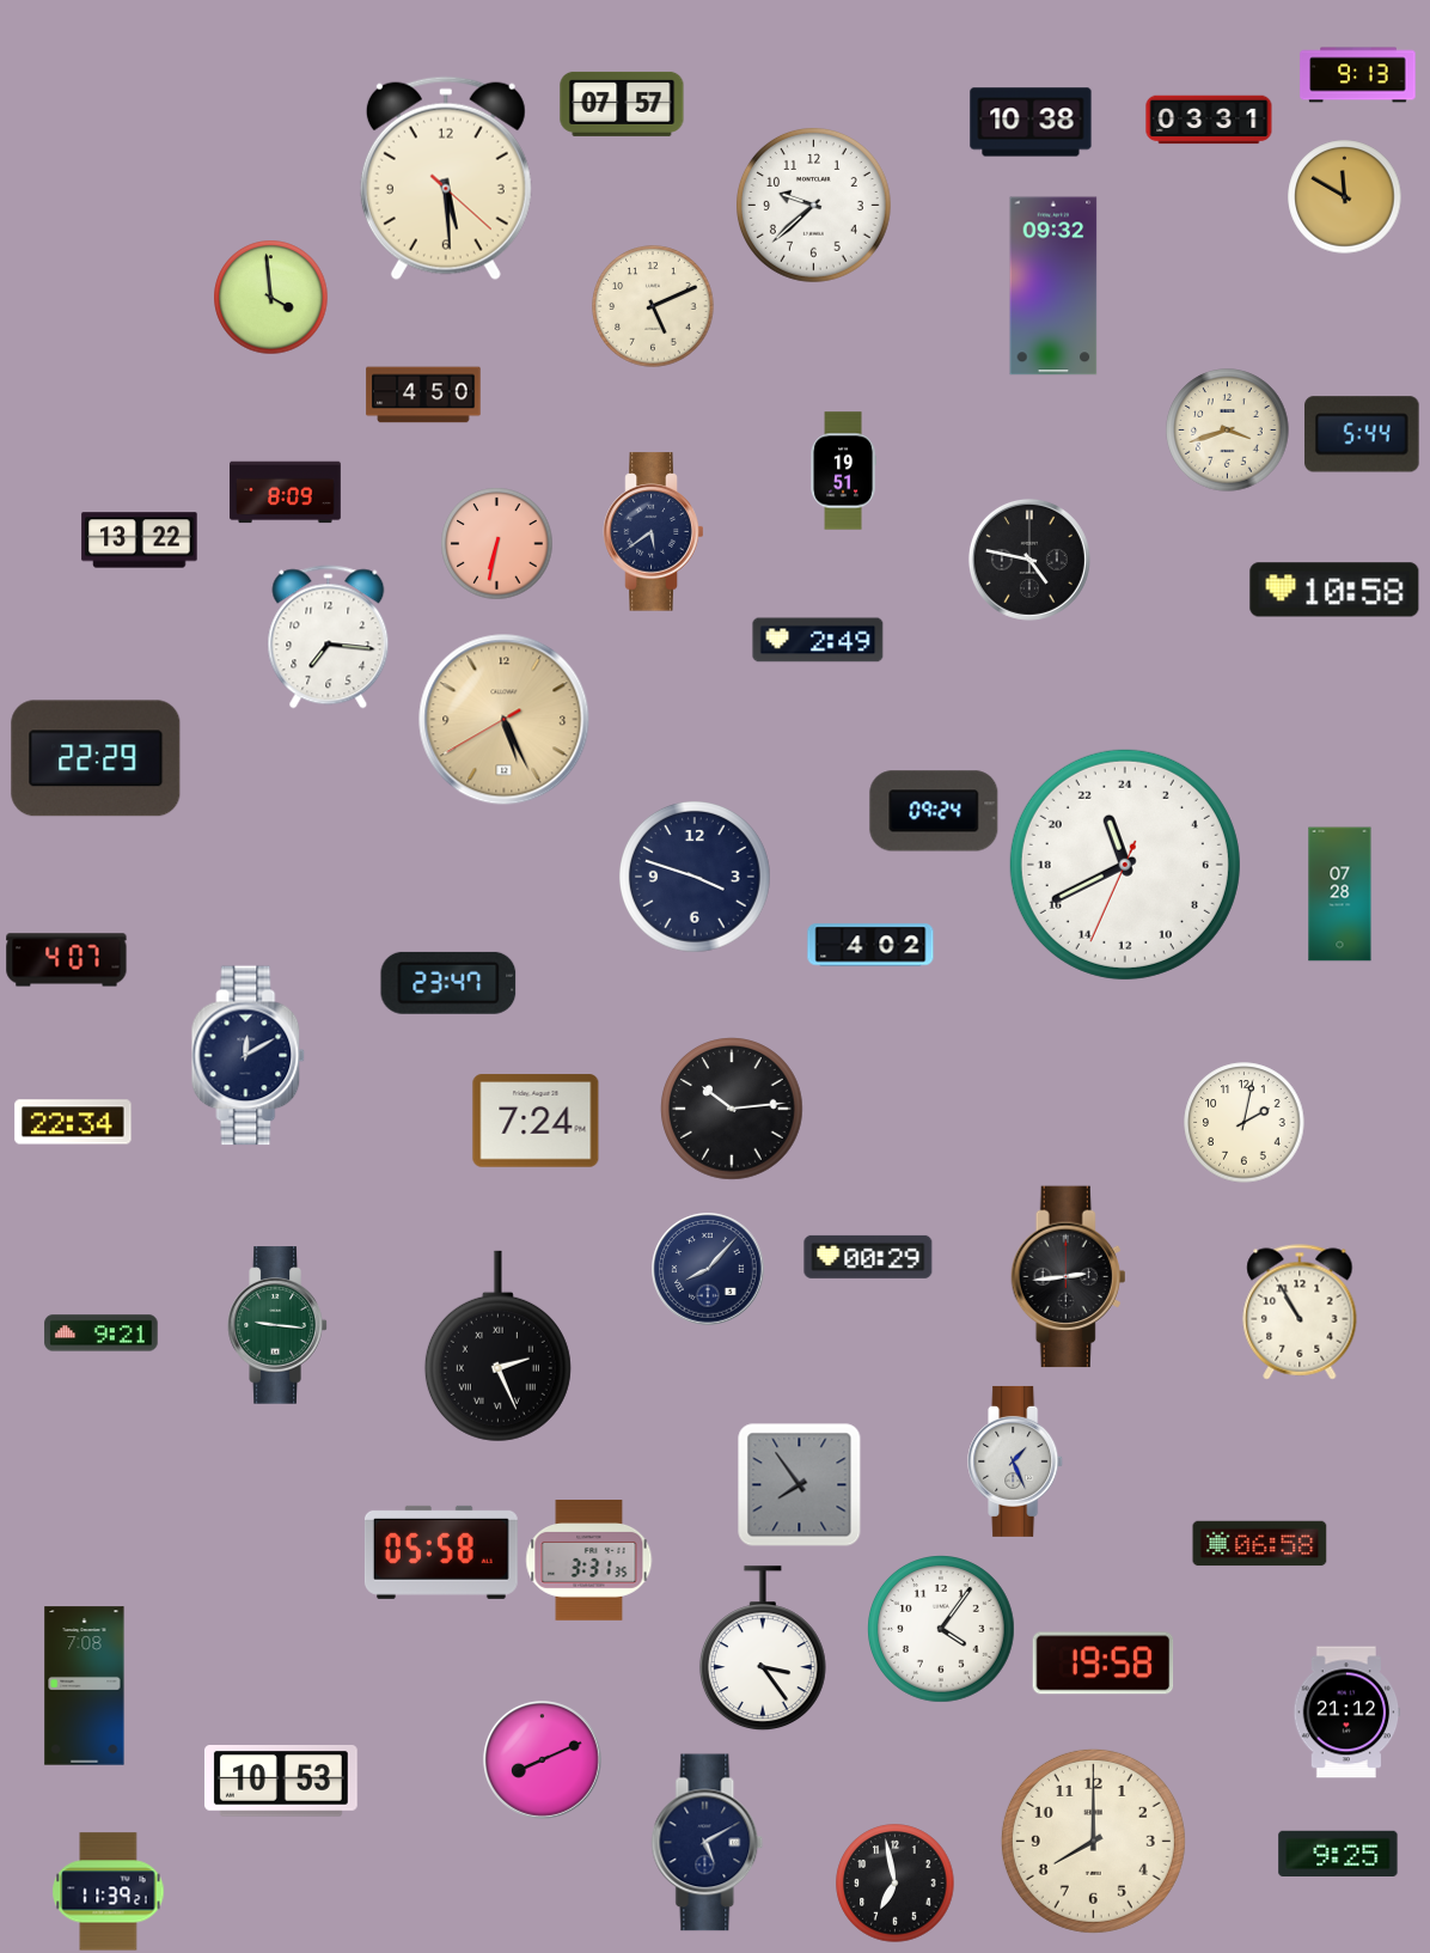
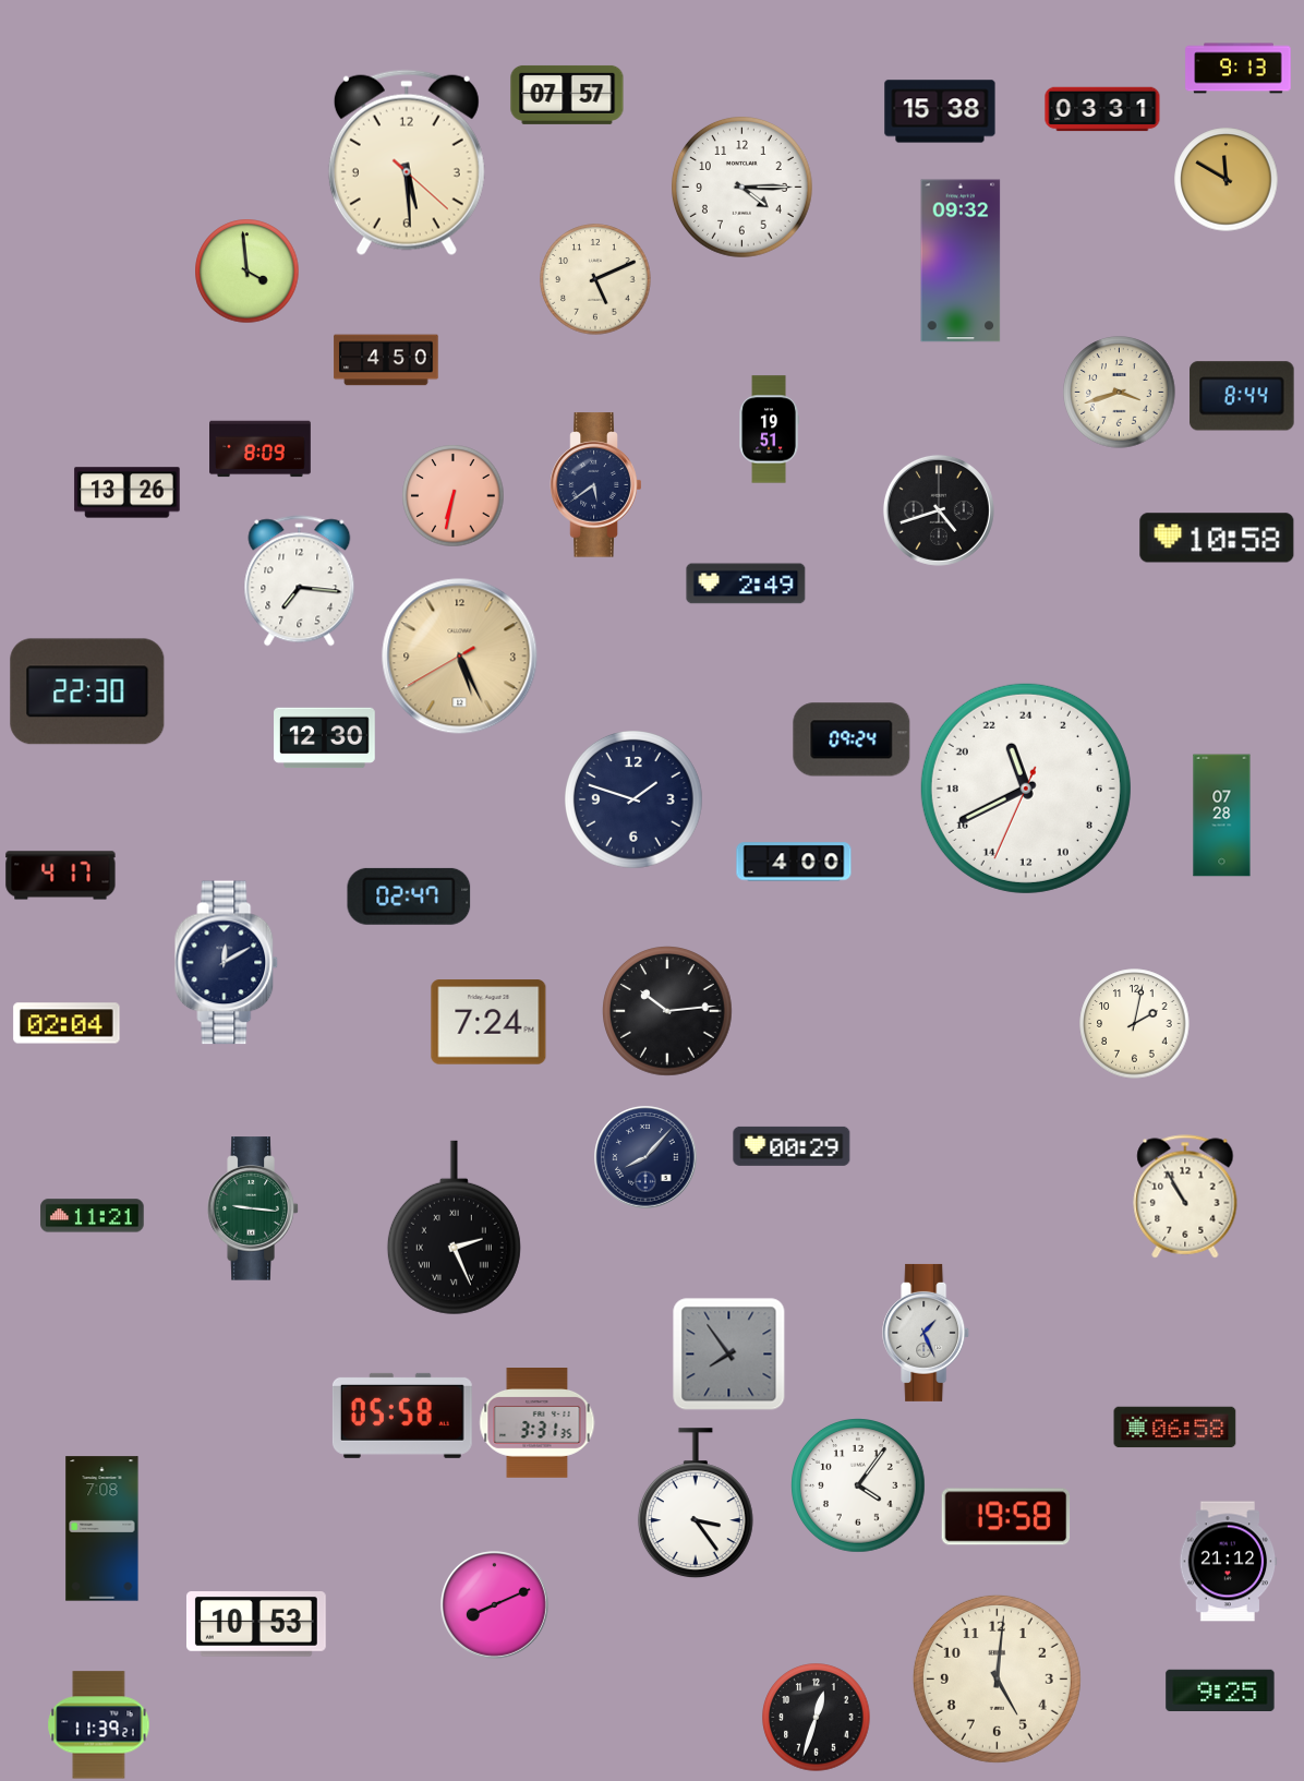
clock at (1031, 122): 10:38 -> 15:38
clock at (813, 205): 9:38 -> 4:15
clock at (1362, 434): 5:44 -> 8:44
clock at (140, 541): 13:22 -> 13:26
clock at (1029, 560): 4:47 -> 4:42
clock at (96, 758): 22:29 -> 22:30
clock at (325, 738): none -> 12:30
clock at (696, 878): 3:48 -> 1:48
clock at (870, 945): 4:02 -> 4:00
clock at (67, 960): 4:07 -> 4:17
clock at (448, 983): 23:47 -> 02:47
clock at (73, 1122): 22:34 -> 02:04
clock at (1069, 1277): 2:44 -> none
clock at (102, 1333): 9:21 -> 11:21
clock at (1260, 1544) position: (1260, 1544) -> (1175, 1428)
clock at (85, 1686) position: (85, 1686) -> (102, 1529)
clock at (1093, 1841): 8:00 -> 5:01
clock at (708, 1843): 5:10 -> none
clock at (896, 1884): 6:58 -> 12:33
